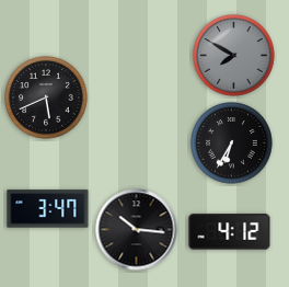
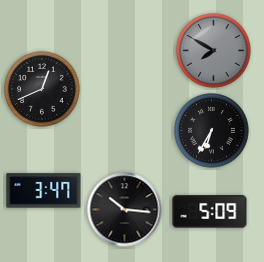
clock at (46, 97): 5:41 -> 12:41
clock at (230, 232): 4:12 -> 5:09
